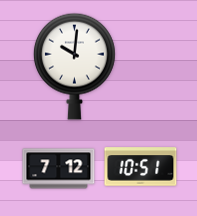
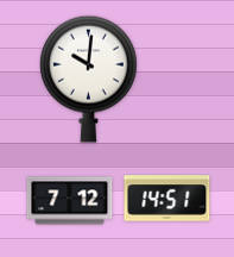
clock at (141, 167): 10:51 -> 14:51
